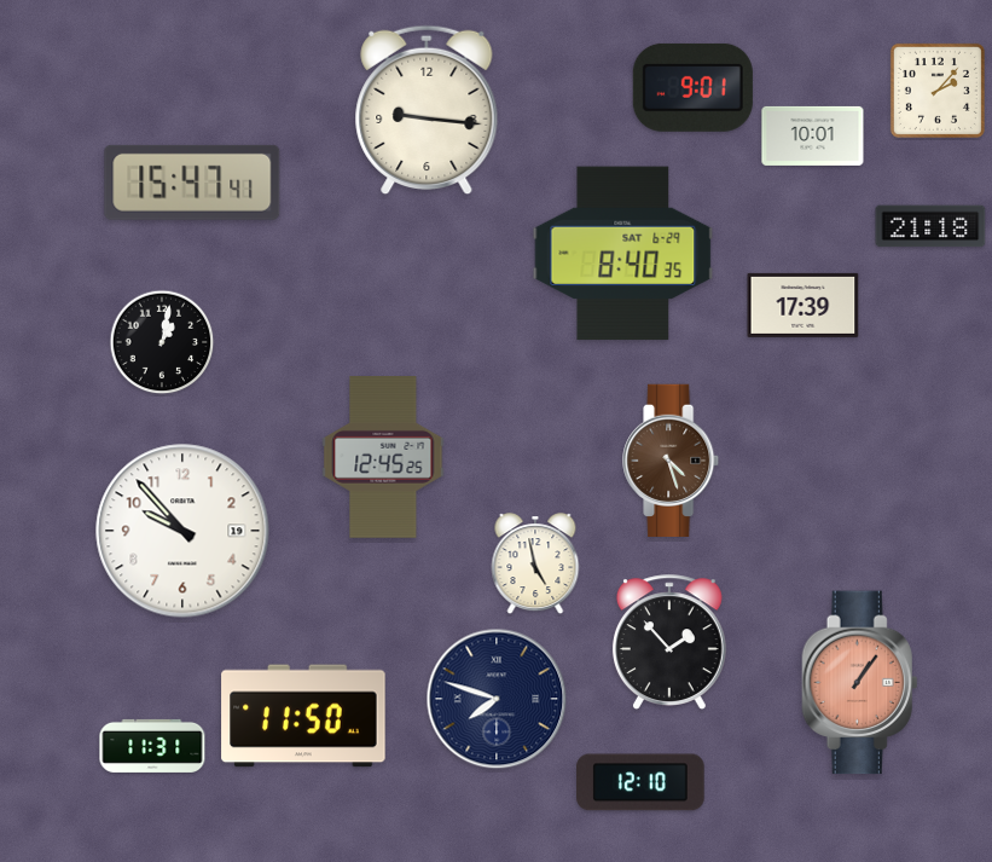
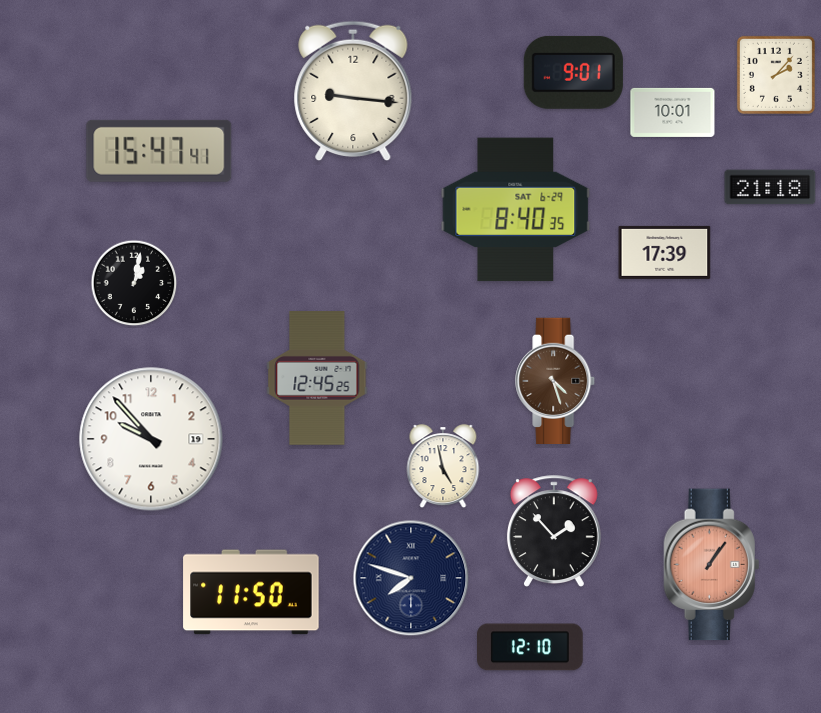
clock at (152, 746): 11:31 -> none
